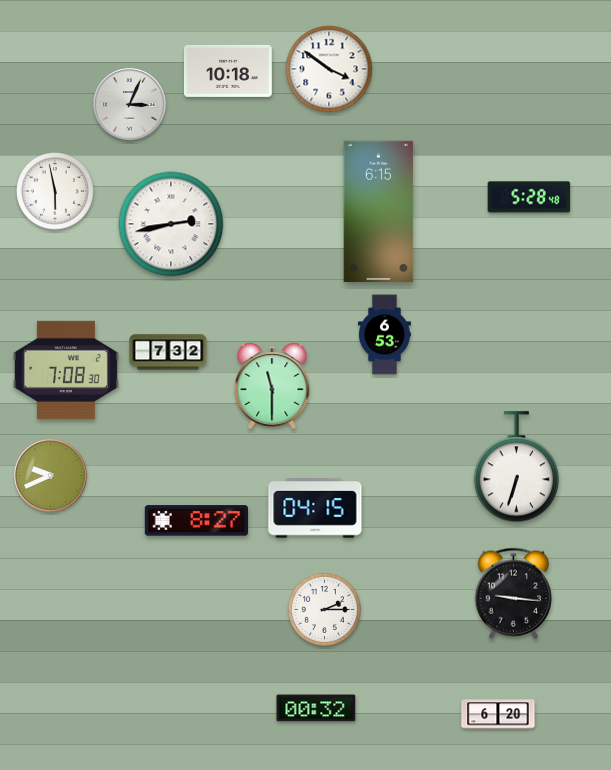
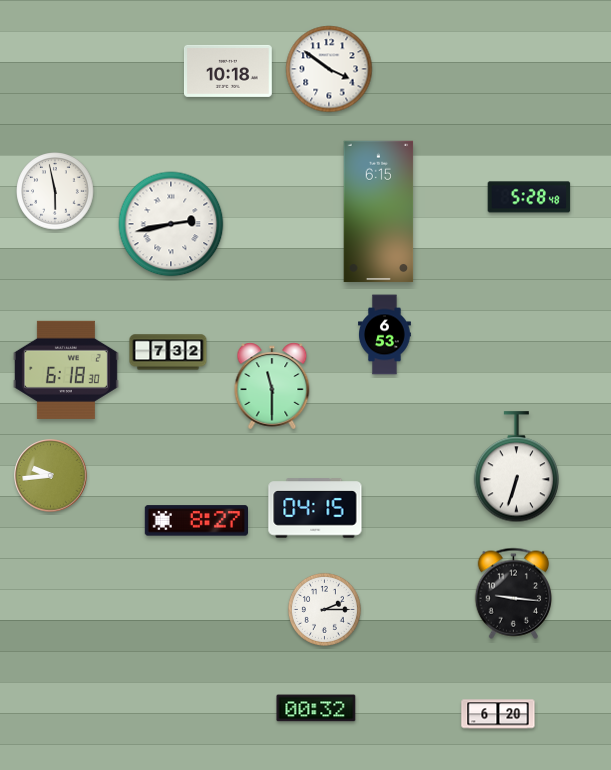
clock at (130, 105): 3:04 -> none
clock at (66, 370): 7:08 -> 6:18
clock at (51, 476): 9:41 -> 9:44
